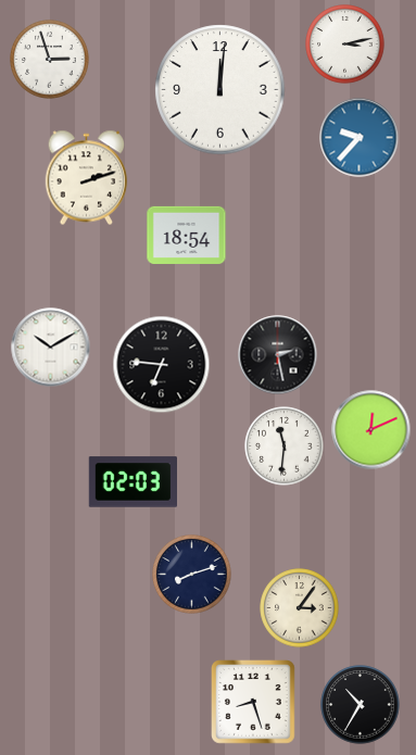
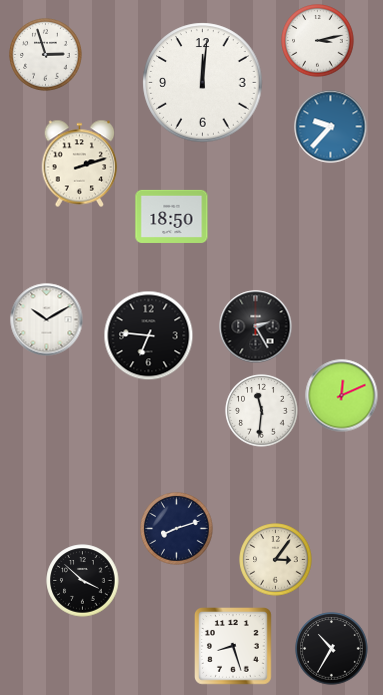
clock at (187, 235): 18:54 -> 18:50
clock at (278, 355): 2:28 -> 2:25
clock at (133, 482): 02:03 -> none
clock at (83, 581): none -> 3:52
